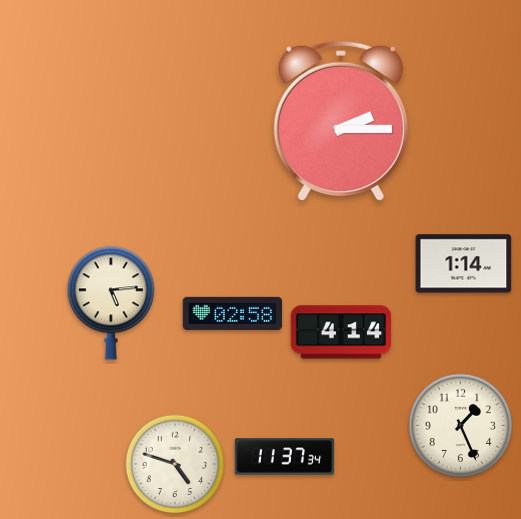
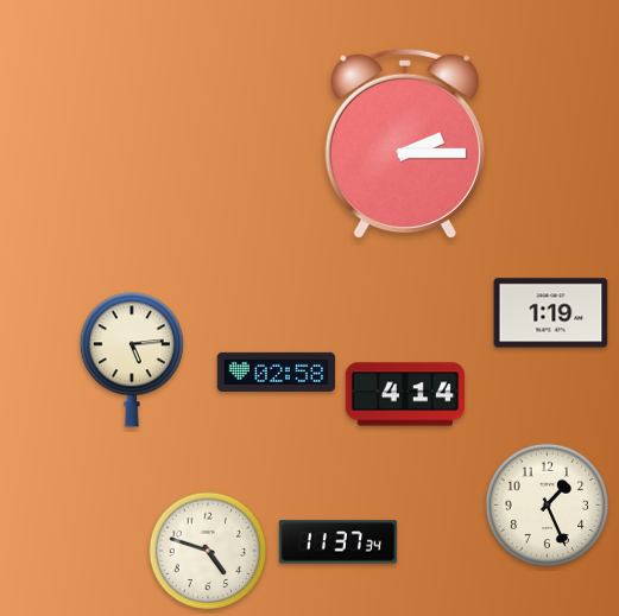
clock at (464, 264): 1:14 -> 1:19
